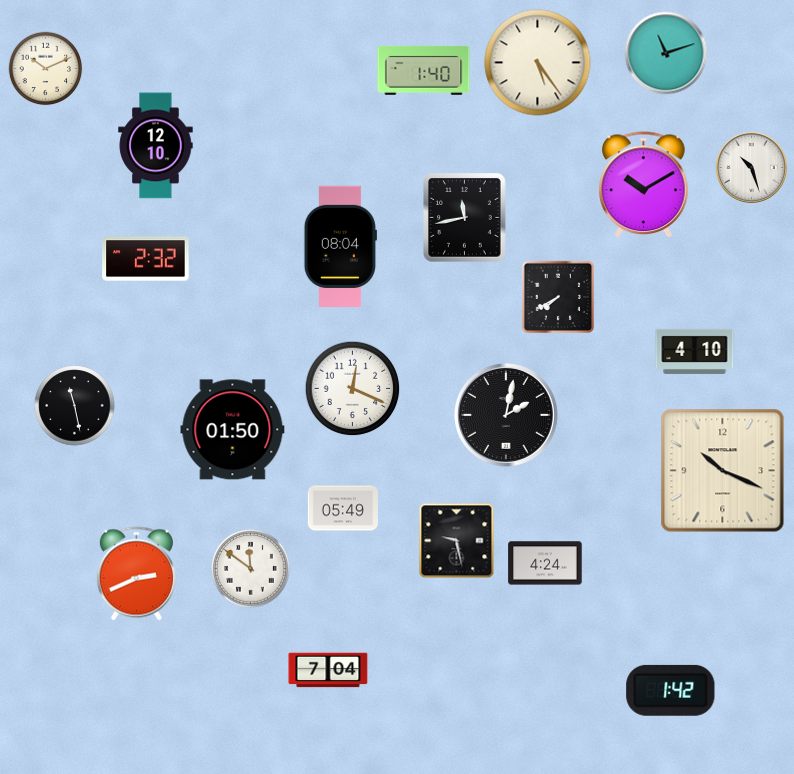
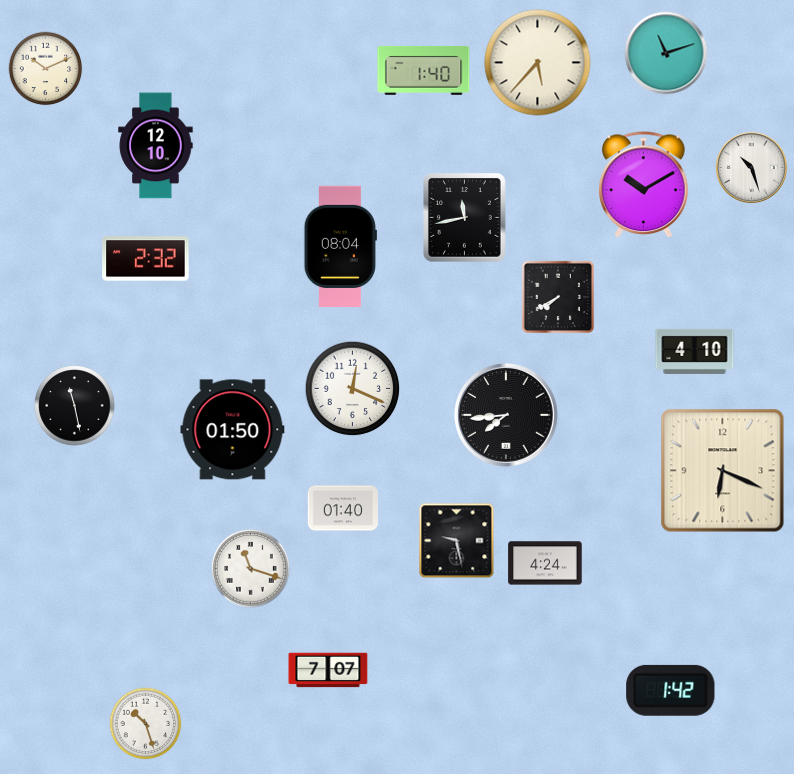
clock at (538, 63): 5:24 -> 5:37
clock at (507, 416): 2:02 -> 7:44
clock at (723, 471): 10:19 -> 6:19
clock at (342, 508): 05:49 -> 01:40
clock at (251, 569): 11:51 -> 11:18
clock at (136, 574): 2:41 -> none
clock at (328, 670): 7:04 -> 7:07
clock at (146, 724): none -> 10:27
